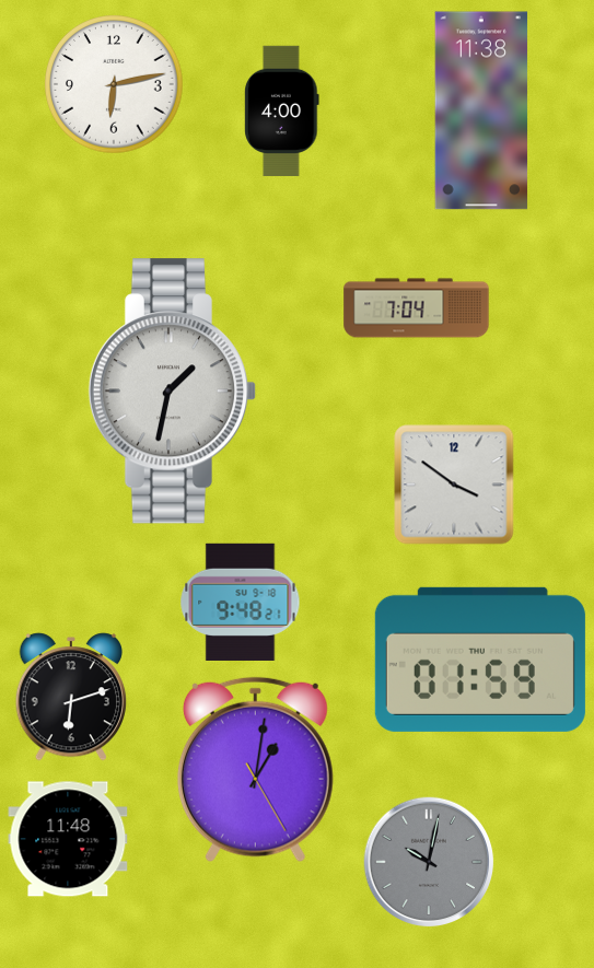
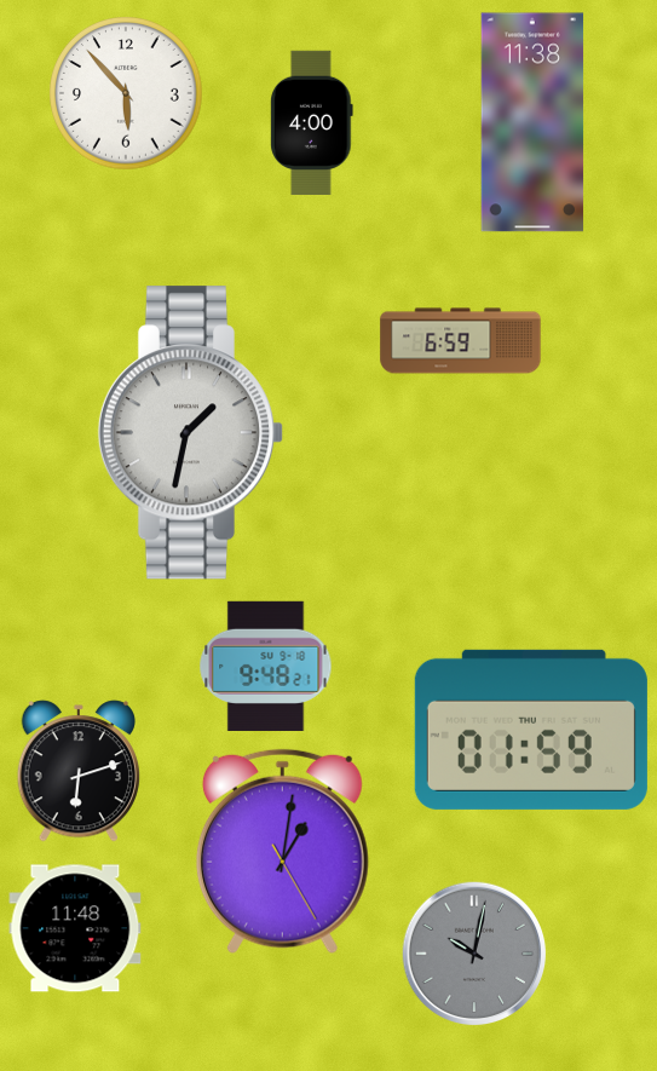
clock at (114, 84): 6:13 -> 5:53
clock at (417, 308): 7:04 -> 6:59
clock at (454, 485): 3:51 -> none
